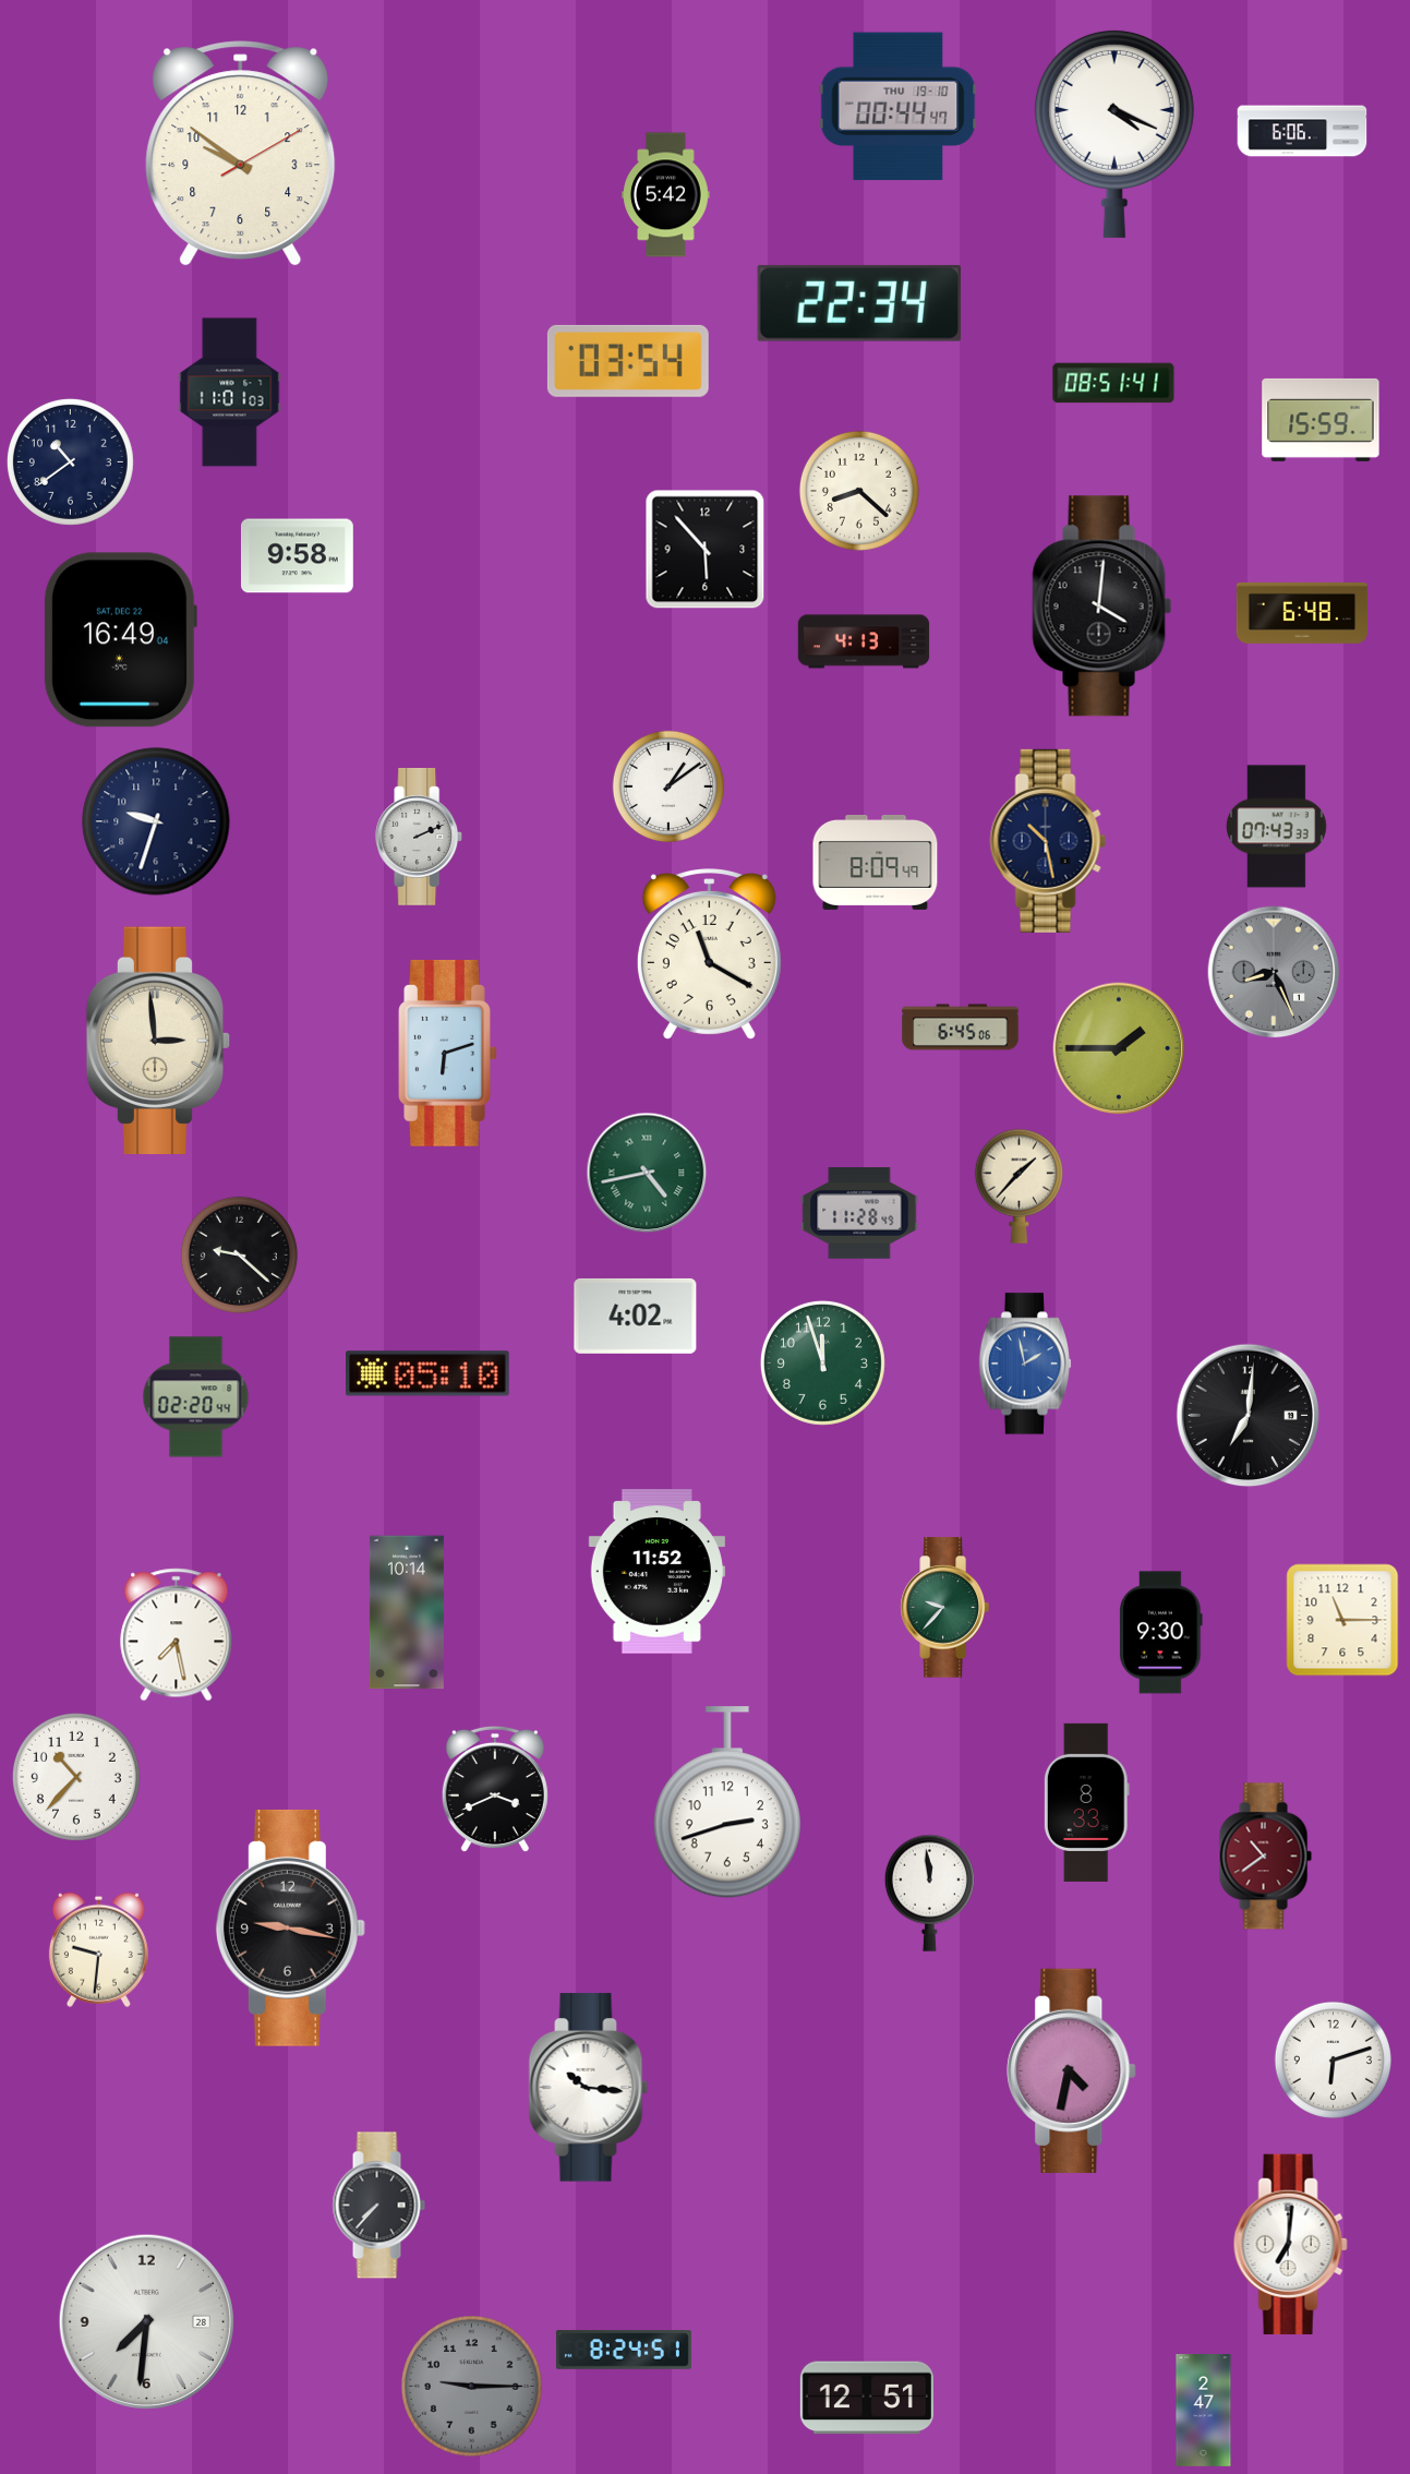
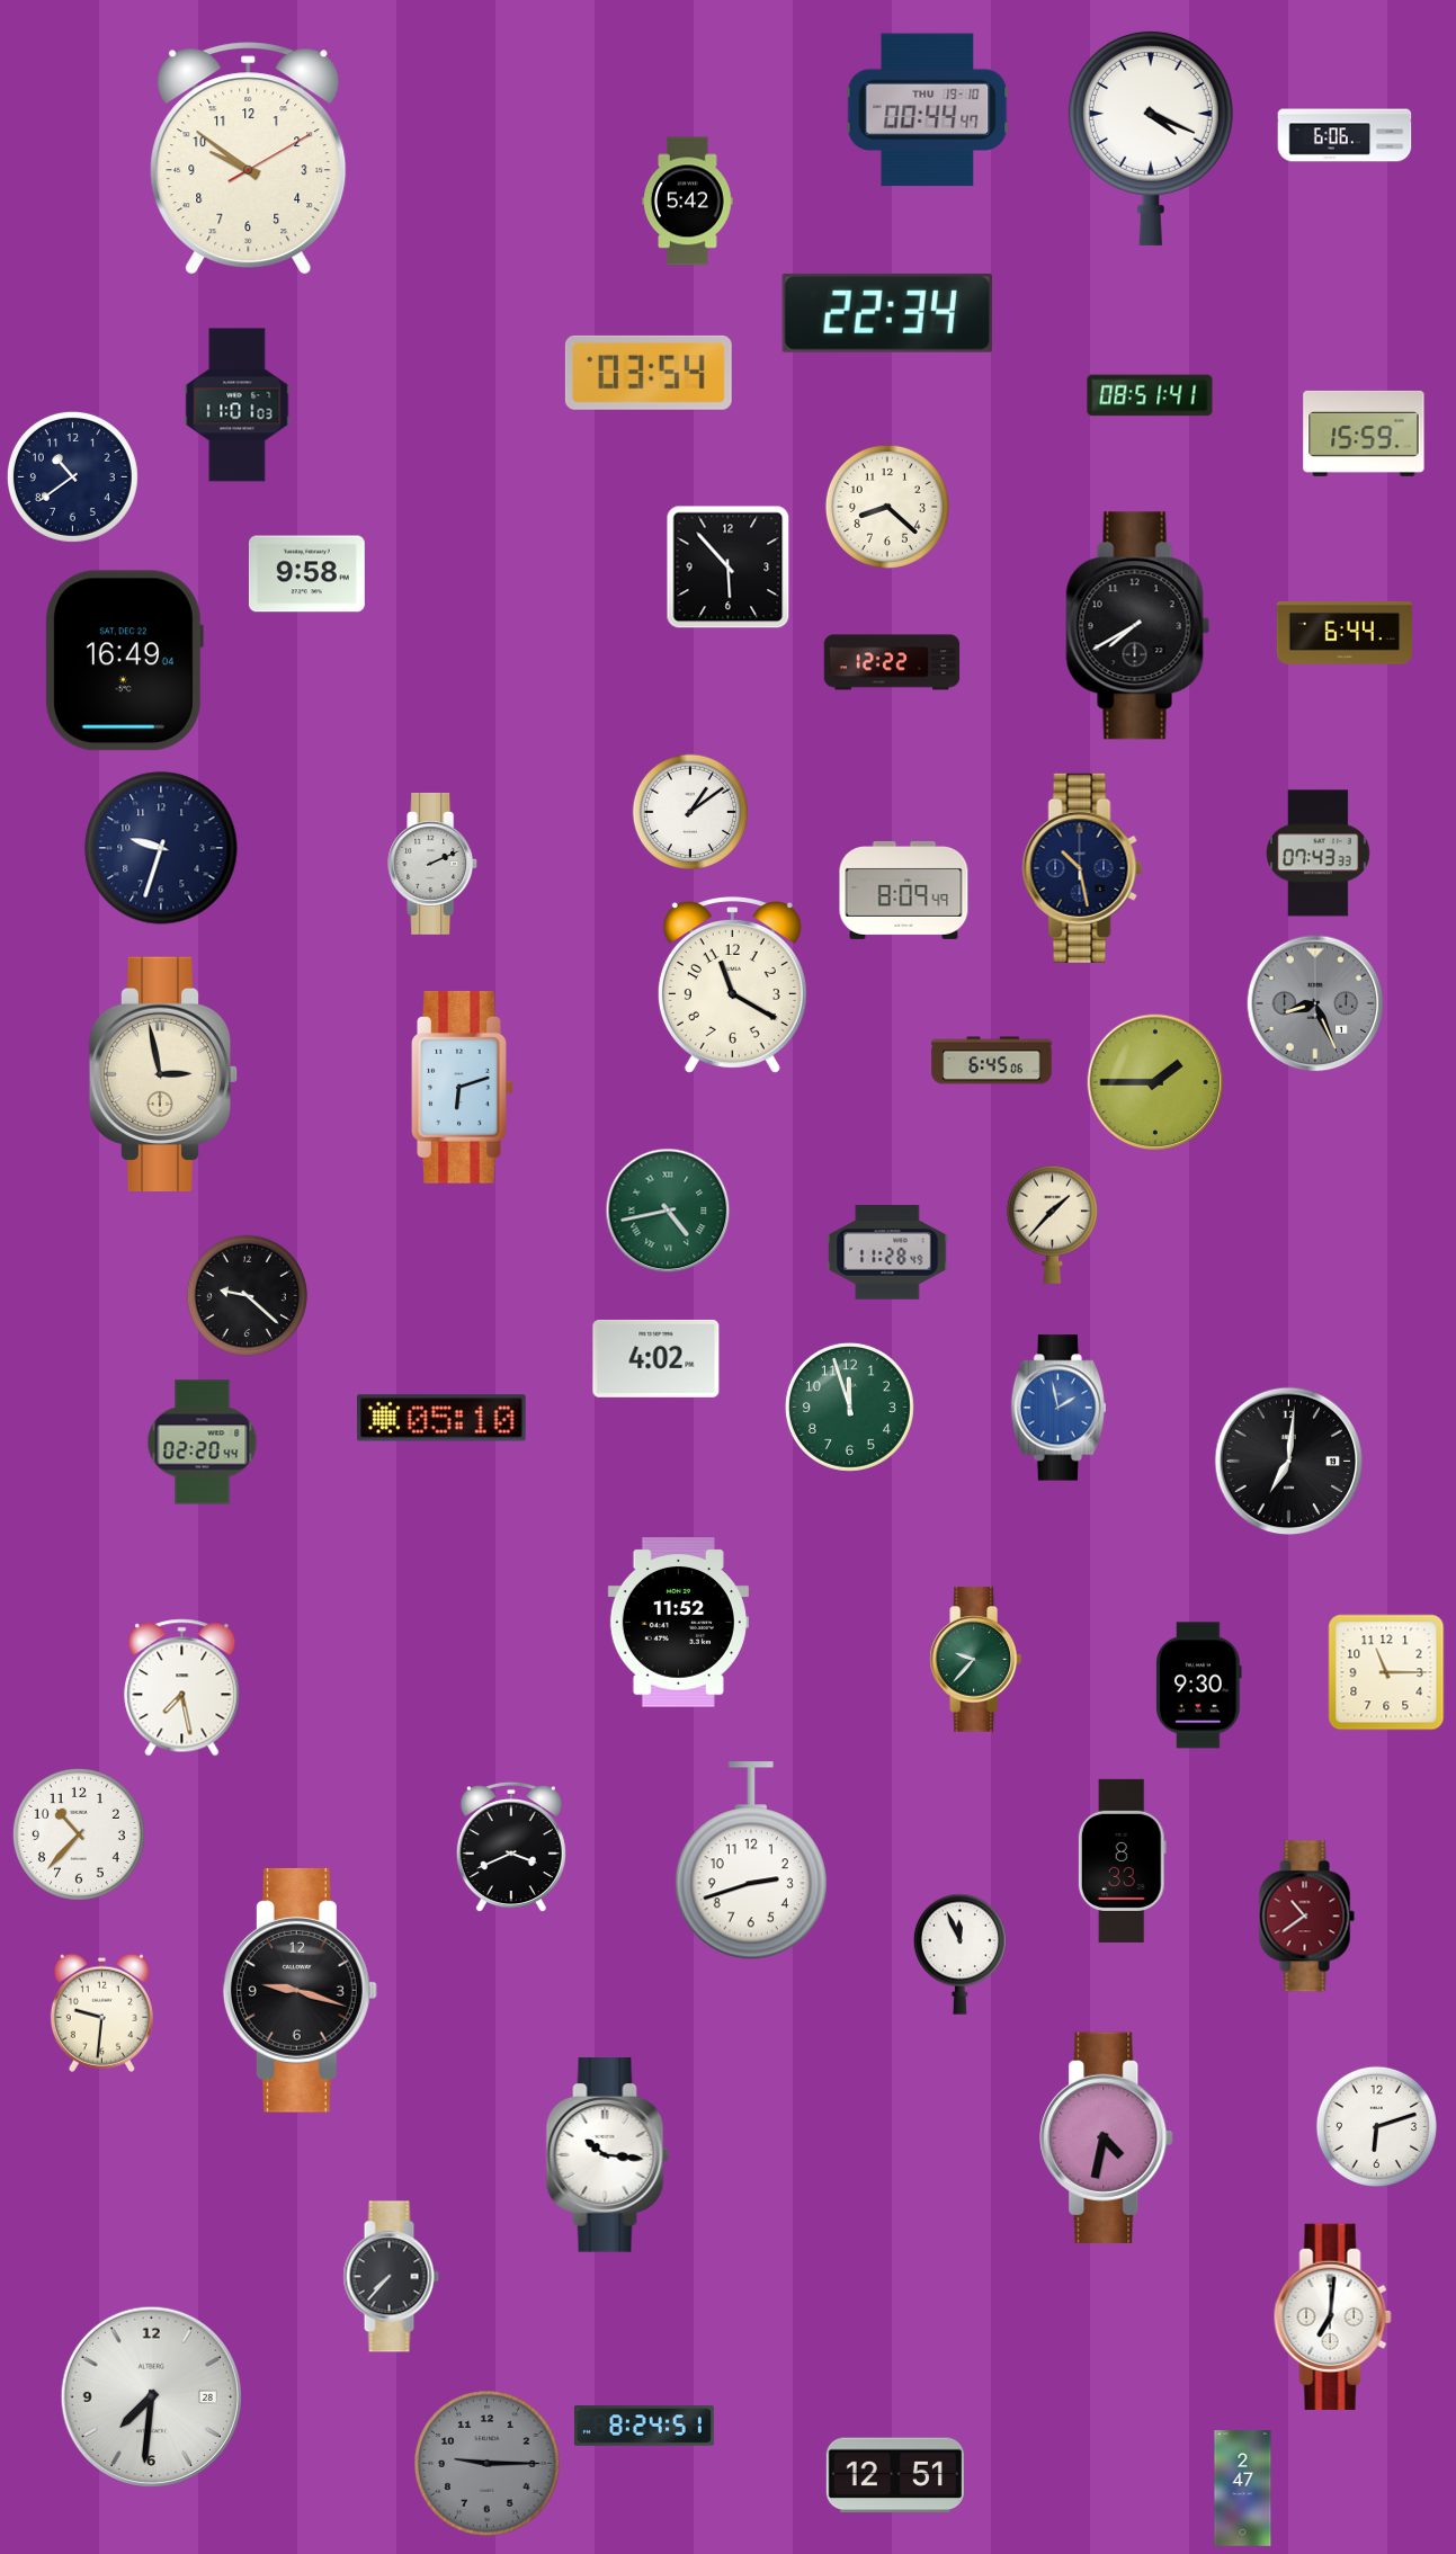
clock at (1102, 607): 4:01 -> 7:40
clock at (1302, 613): 6:48 -> 6:44
clock at (864, 641): 4:13 -> 12:22
clock at (158, 1040): 2:59 -> 2:58
clock at (407, 1612): 10:14 -> none
clock at (929, 1893): 11:59 -> 11:56
clock at (290, 1927): 9:17 -> 9:18
